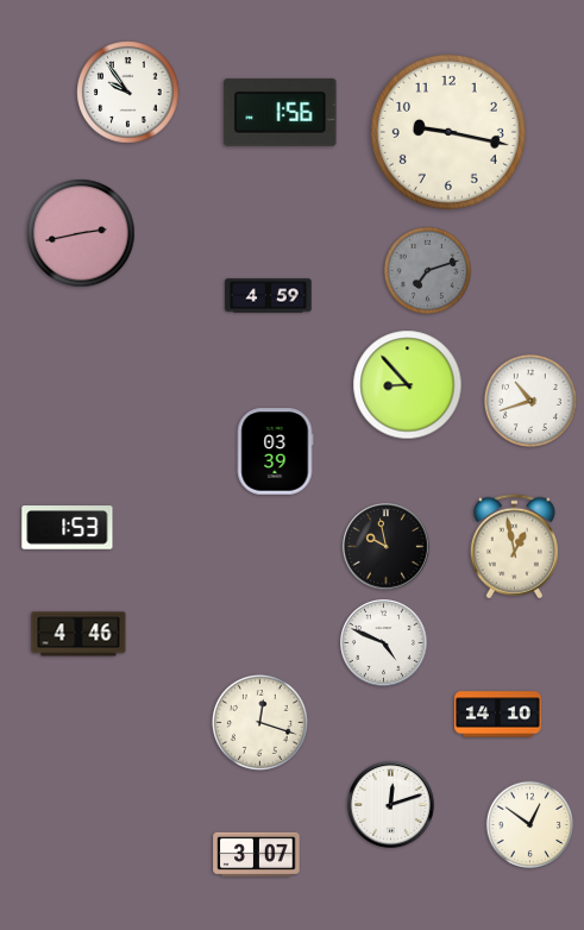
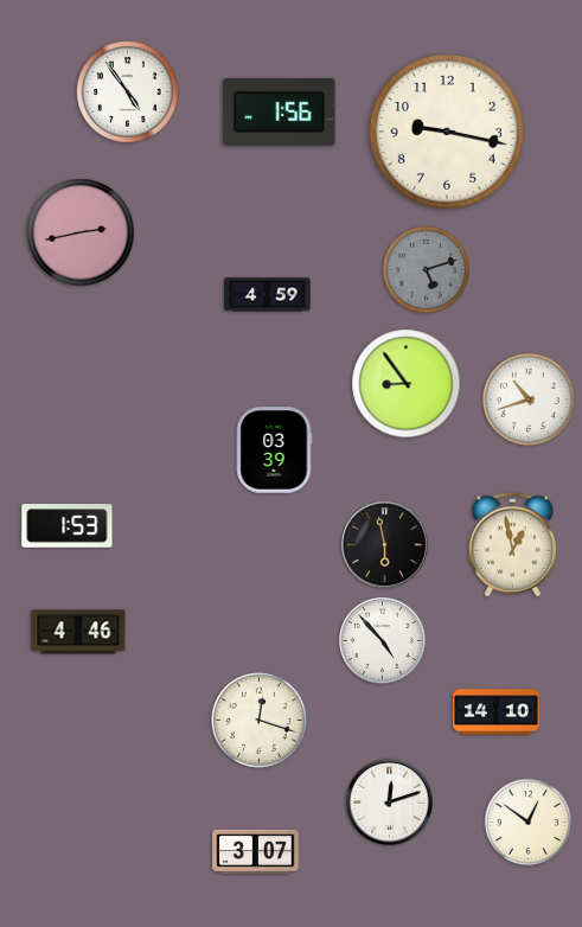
clock at (128, 93): 9:54 -> 4:54
clock at (427, 271): 7:12 -> 5:12
clock at (408, 385): 8:53 -> 8:54
clock at (387, 547): 9:58 -> 5:58
clock at (384, 643): 4:49 -> 4:53
